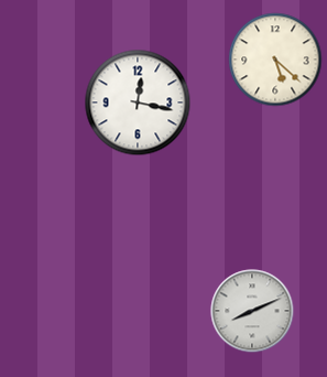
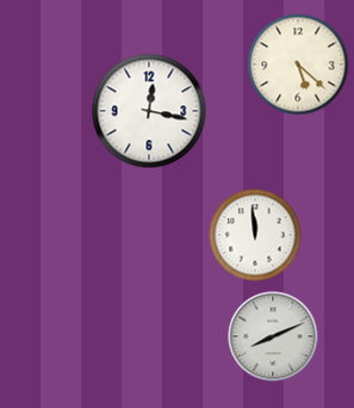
clock at (255, 235): none -> 11:59
